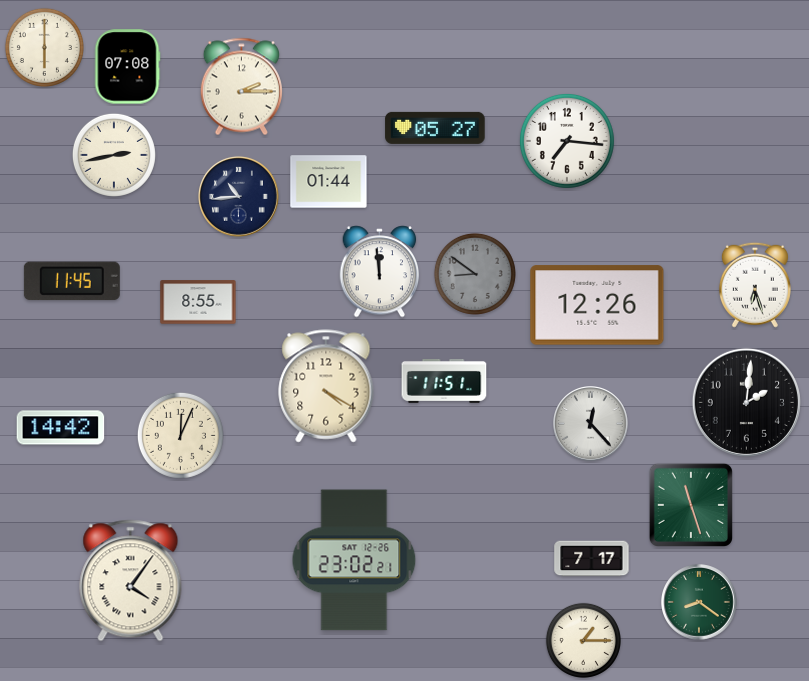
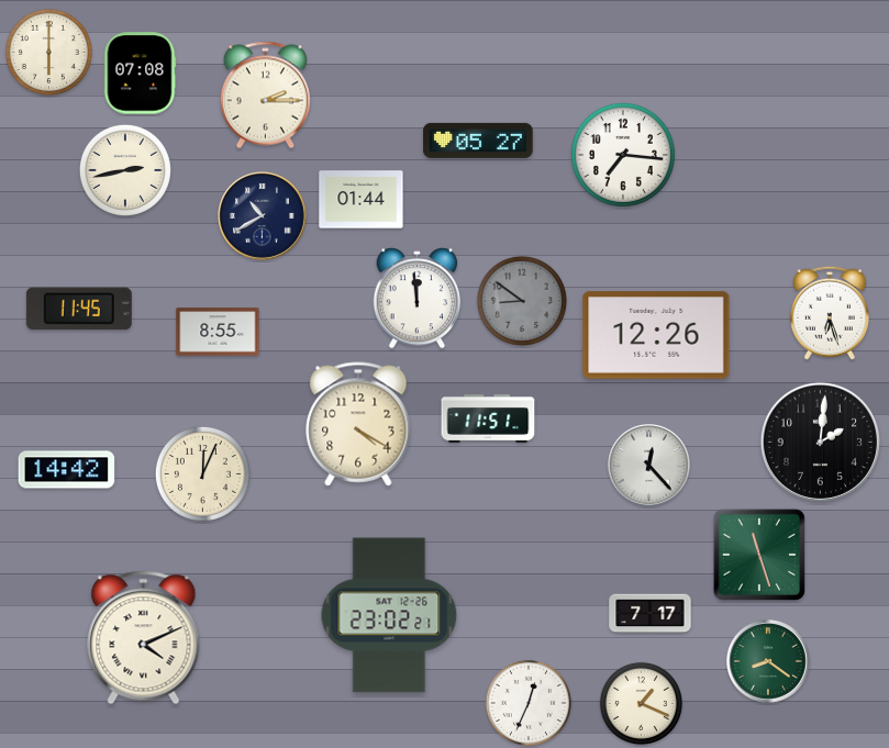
clock at (238, 196): 10:44 -> 10:40
clock at (180, 435) position: (180, 435) -> (202, 473)
clock at (131, 581): 4:06 -> 4:11
clock at (529, 703): none -> 12:34
clock at (583, 640): 1:15 -> 1:19
